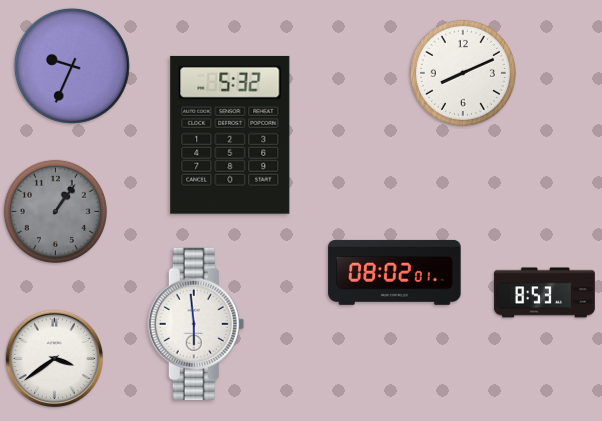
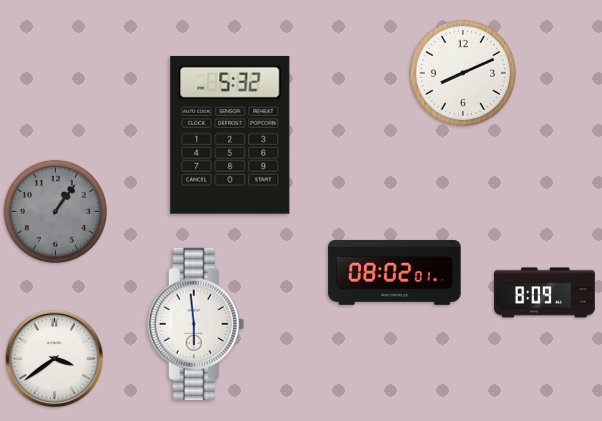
clock at (72, 66): 9:34 -> none
clock at (545, 293): 8:53 -> 8:09
